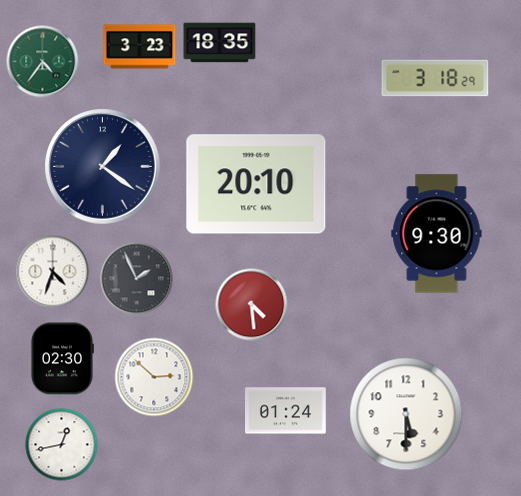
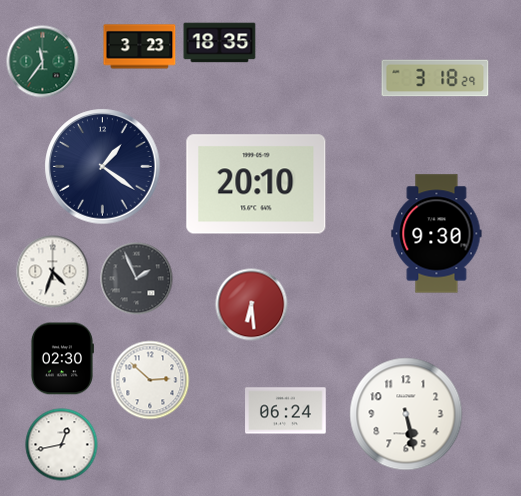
clock at (43, 62): 4:36 -> 11:36
clock at (252, 305): 4:29 -> 6:29
clock at (154, 377) position: (154, 377) -> (150, 380)
clock at (286, 411): 01:24 -> 06:24
clock at (406, 414): 5:30 -> 5:28
